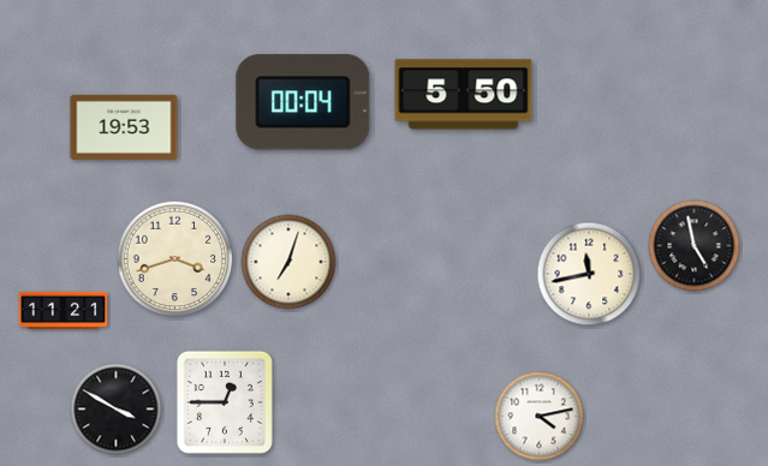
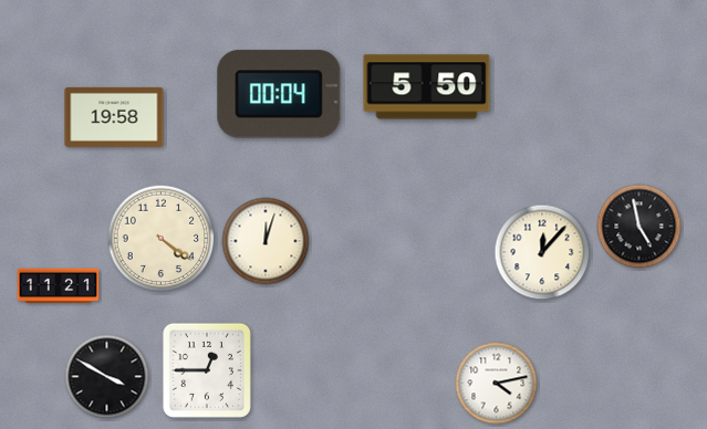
clock at (124, 127): 19:53 -> 19:58
clock at (175, 259): 3:42 -> 4:21
clock at (288, 262): 7:03 -> 12:03
clock at (589, 274): 11:43 -> 12:07
